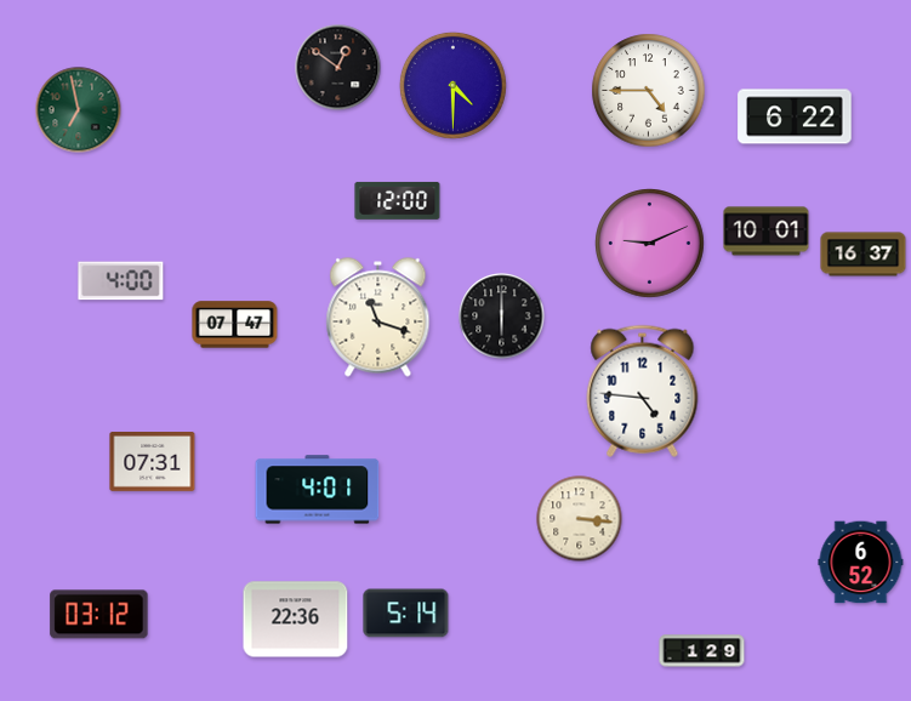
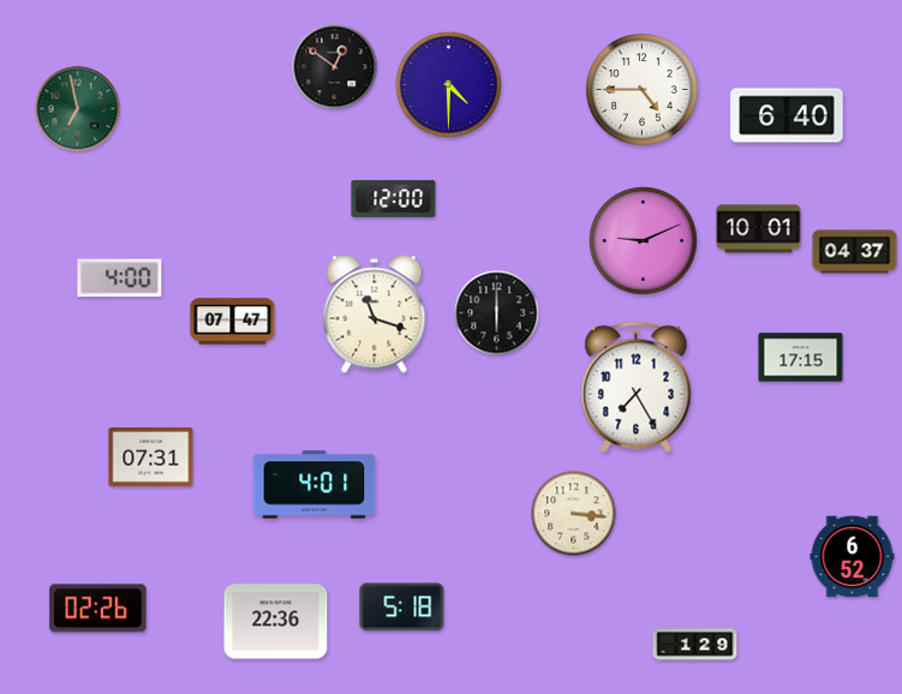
clock at (795, 116): 6:22 -> 6:40
clock at (864, 255): 16:37 -> 04:37
clock at (801, 358): none -> 17:15
clock at (643, 391): 4:46 -> 7:25
clock at (406, 614): 5:14 -> 5:18
clock at (99, 615): 03:12 -> 02:26
clock at (296, 620) position: (296, 620) -> (276, 622)
